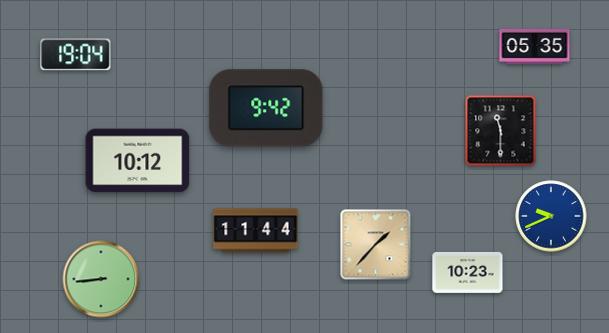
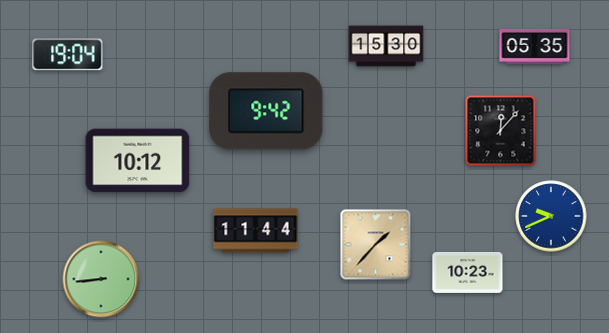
clock at (386, 46): none -> 15:30
clock at (76, 55) position: (76, 55) -> (68, 55)
clock at (266, 108) position: (266, 108) -> (266, 111)
clock at (501, 131): 11:30 -> 12:07
